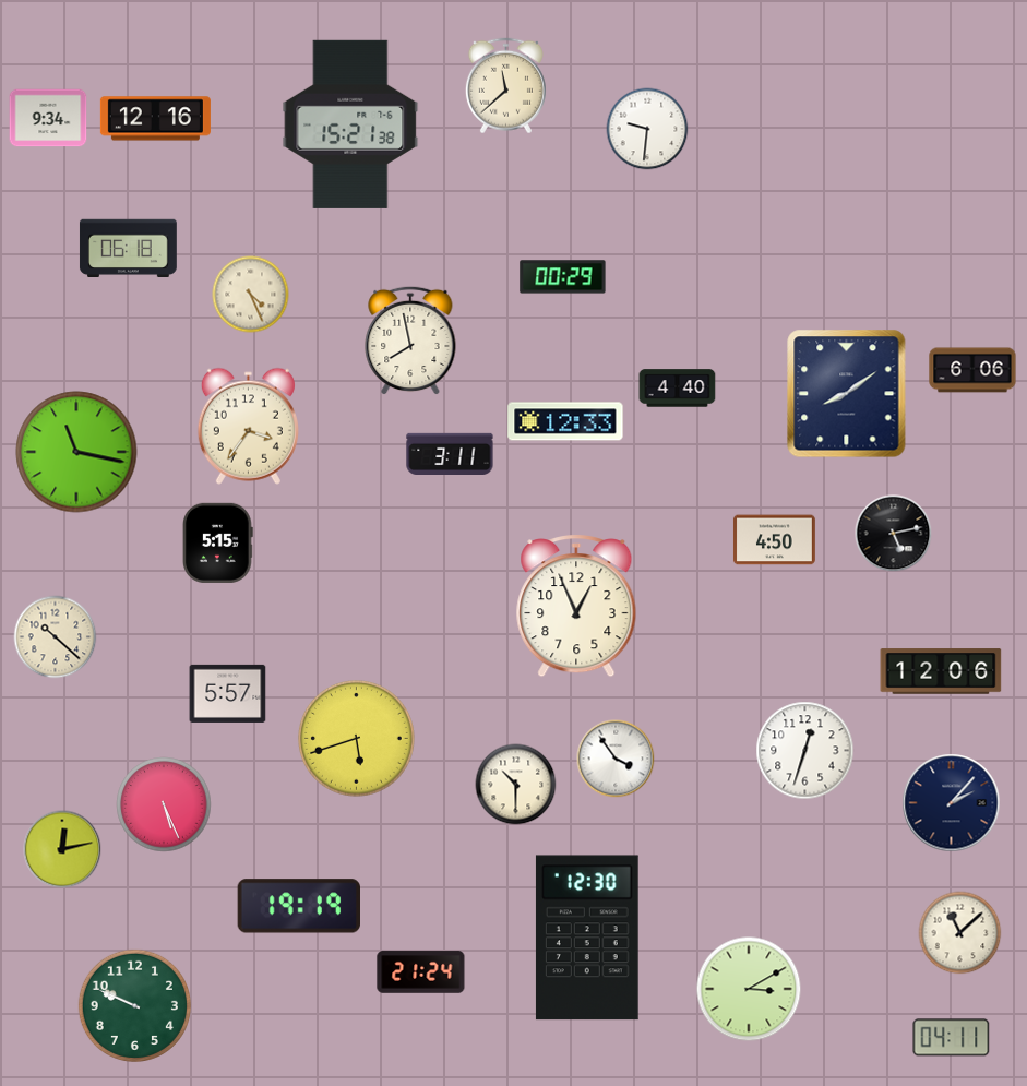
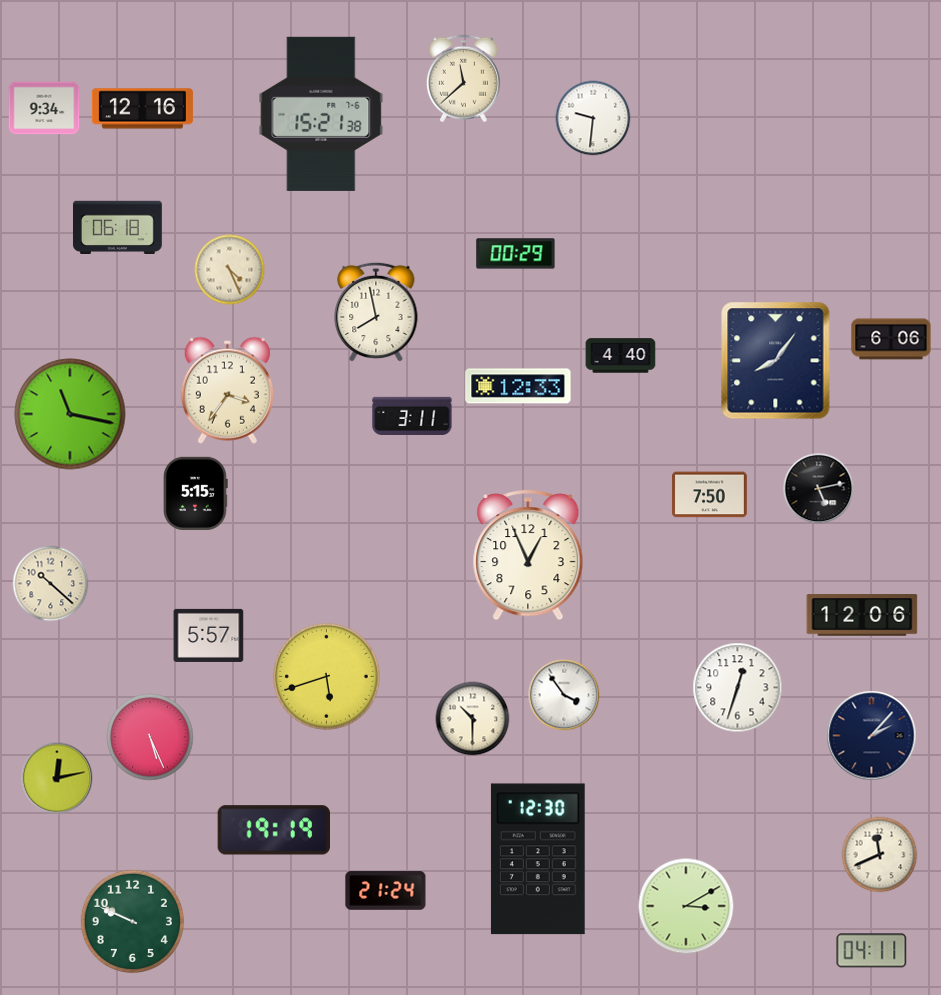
clock at (847, 394): 8:09 -> 8:06
clock at (774, 540): 4:50 -> 7:50
clock at (218, 542) position: (218, 542) -> (196, 493)
clock at (960, 933): 11:08 -> 11:41
clock at (134, 1005) position: (134, 1005) -> (132, 921)
